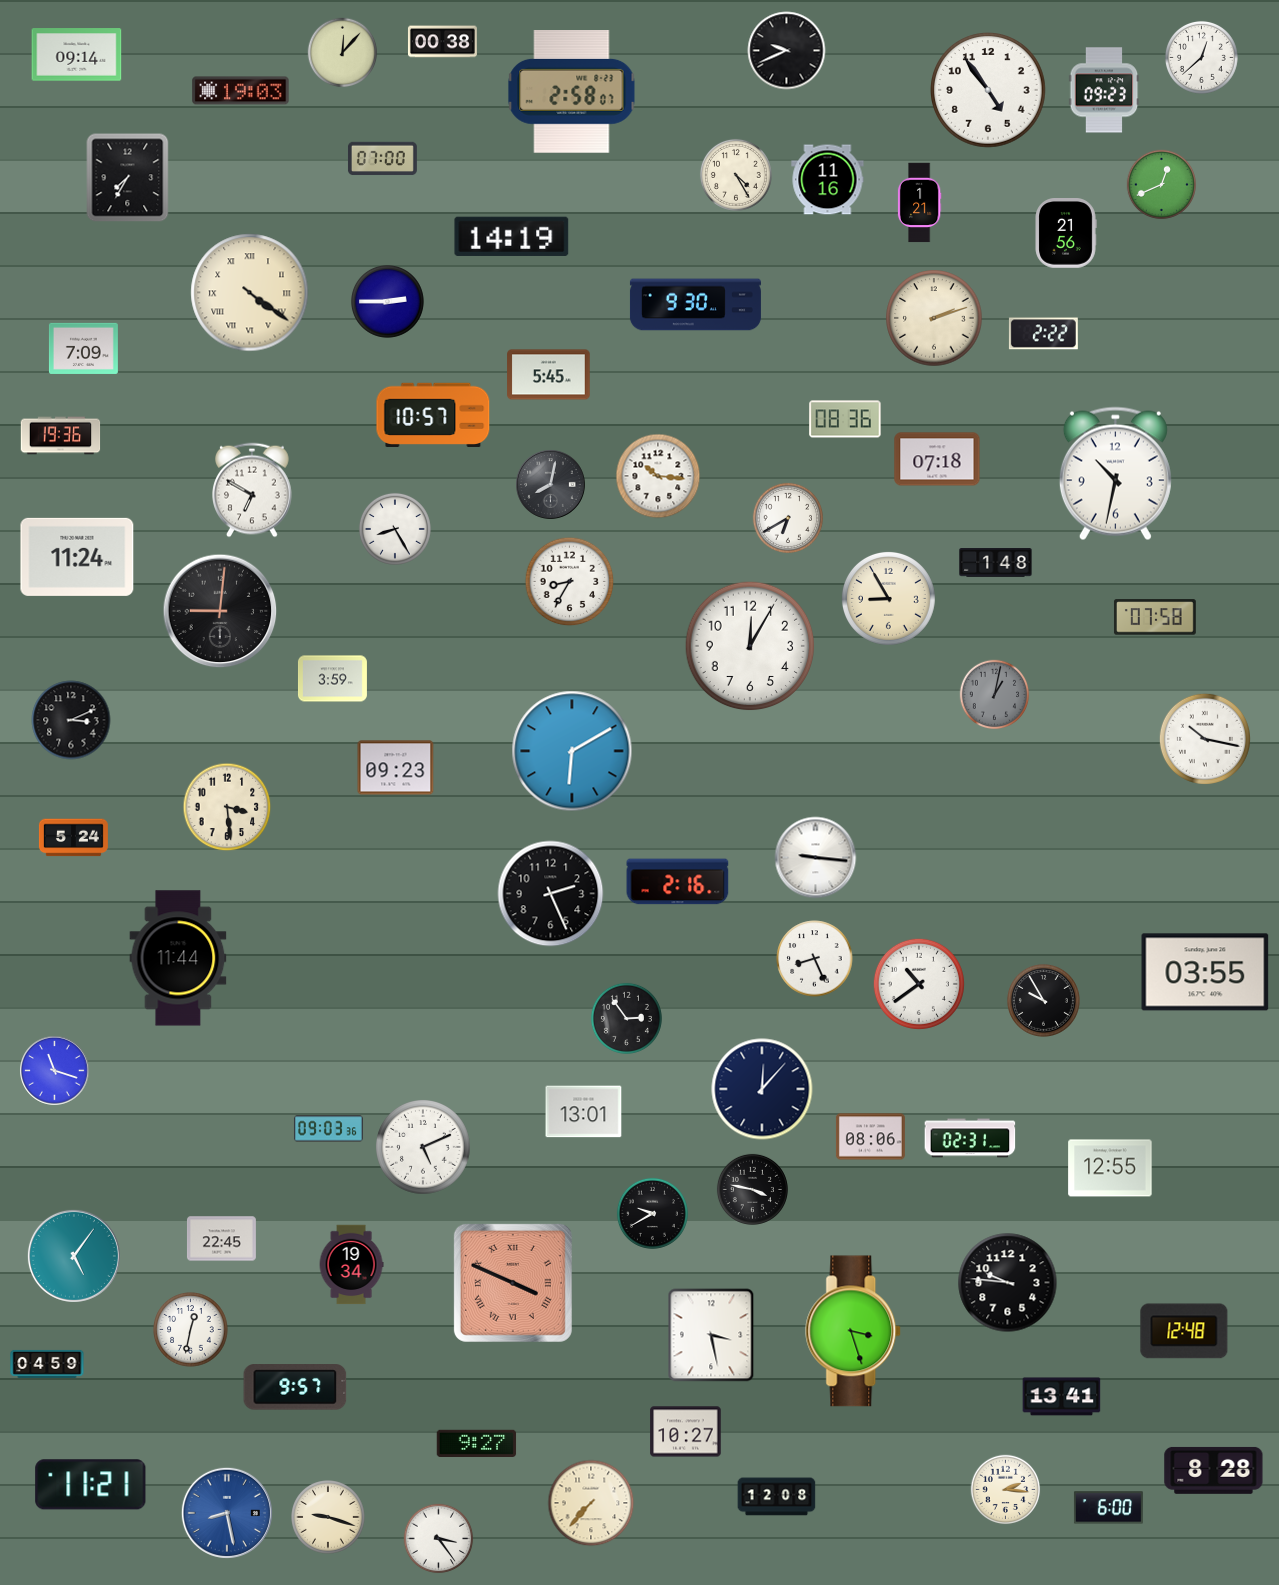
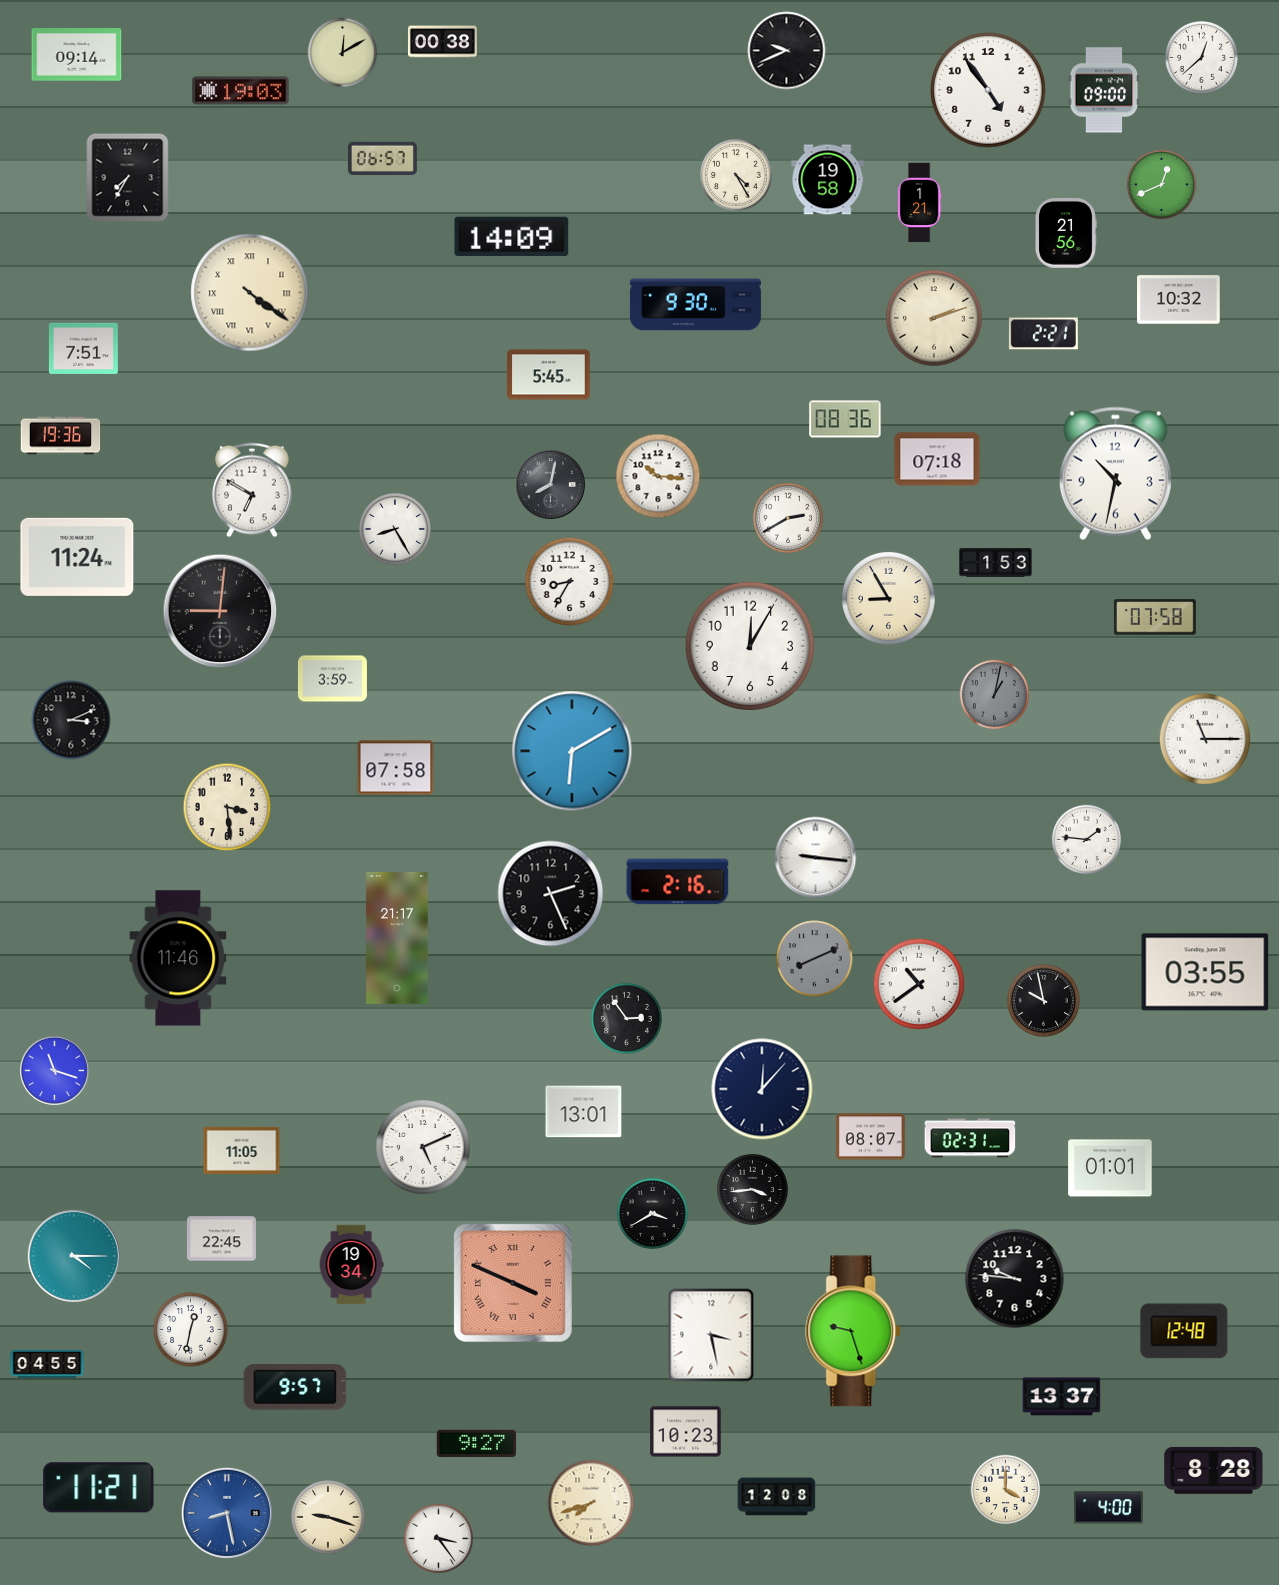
clock at (343, 53): 12:07 -> 12:10
clock at (1104, 90): 09:23 -> 09:00
clock at (572, 92): 2:58 -> none
clock at (382, 159): 07:00 -> 06:57
clock at (828, 180): 11:16 -> 19:58
clock at (512, 236): 14:19 -> 14:09
clock at (1179, 300): none -> 10:32
clock at (387, 301): 2:45 -> none
clock at (1043, 334): 2:22 -> 2:21
clock at (83, 348): 7:09 -> 7:51
clock at (433, 415): 10:57 -> none
clock at (787, 517): 6:40 -> 2:40
clock at (996, 563): 1:48 -> 1:53
clock at (1205, 739): 10:17 -> 11:15
clock at (396, 768): 09:23 -> 07:58
clock at (73, 838): 5:24 -> none
clock at (1087, 840): none -> 1:46
clock at (397, 938): none -> 21:17
clock at (178, 958): 11:44 -> 11:46
clock at (815, 959): 8:26 -> 8:11
clock at (815, 959) dial: white -> grey
clock at (1043, 1000): 9:55 -> 9:58
clock at (328, 1129): 09:03 -> none
clock at (870, 1137): 08:06 -> 08:07
clock at (242, 1150): none -> 11:05
clock at (1110, 1168): 12:55 -> 01:01
clock at (752, 1189): 3:47 -> 3:44
clock at (652, 1213): 9:40 -> 3:40
clock at (74, 1256): 5:06 -> 4:15
clock at (1008, 1283) position: (1008, 1283) -> (1015, 1279)
clock at (854, 1331): 3:27 -> 9:27
clock at (47, 1364): 04:59 -> 04:55
clock at (1062, 1397): 13:41 -> 13:37
clock at (686, 1432): 10:27 -> 10:23
clock at (91, 1485) position: (91, 1485) -> (99, 1488)
clock at (1006, 1490): 2:16 -> 4:00
clock at (591, 1503): 7:37 -> 7:42
clock at (1108, 1508): 6:00 -> 4:00
